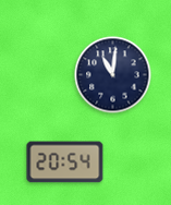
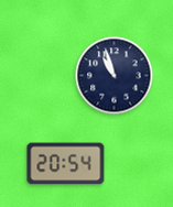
clock at (113, 75): 11:01 -> 10:57
